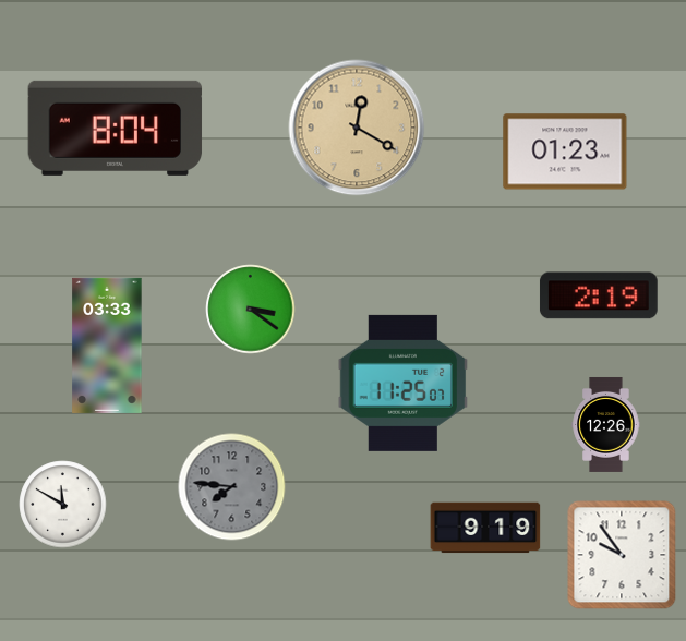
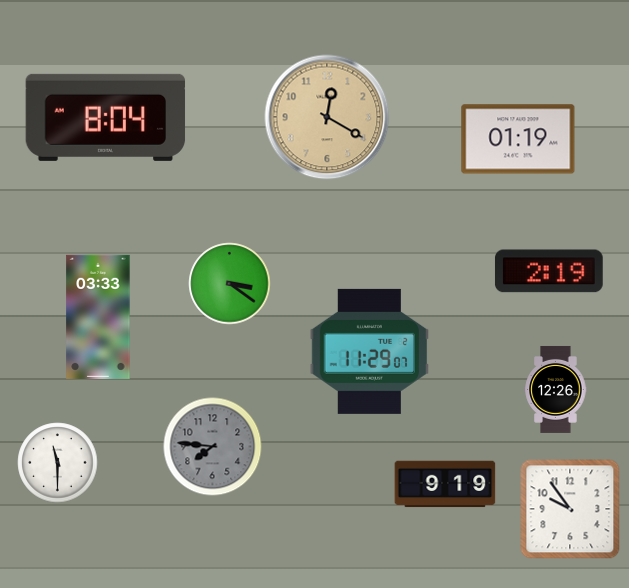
clock at (565, 152): 01:23 -> 01:19
clock at (404, 383): 11:25 -> 11:29
clock at (63, 505): 11:50 -> 11:30
